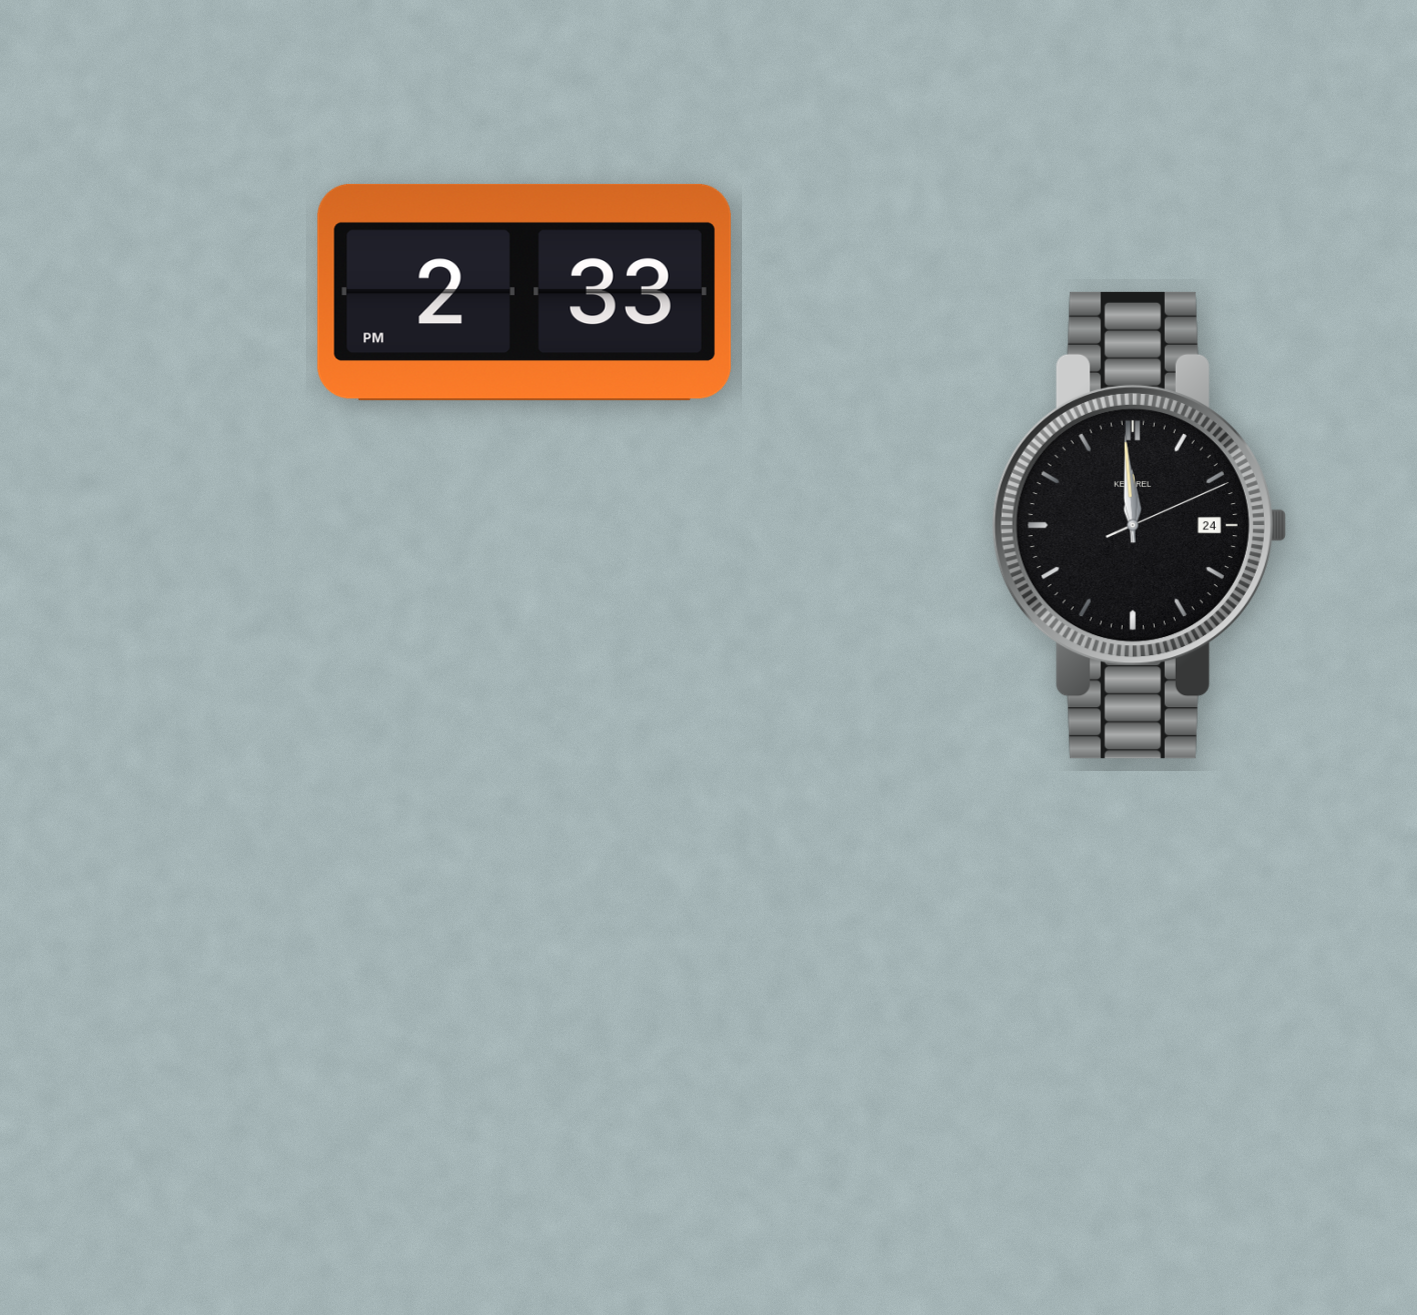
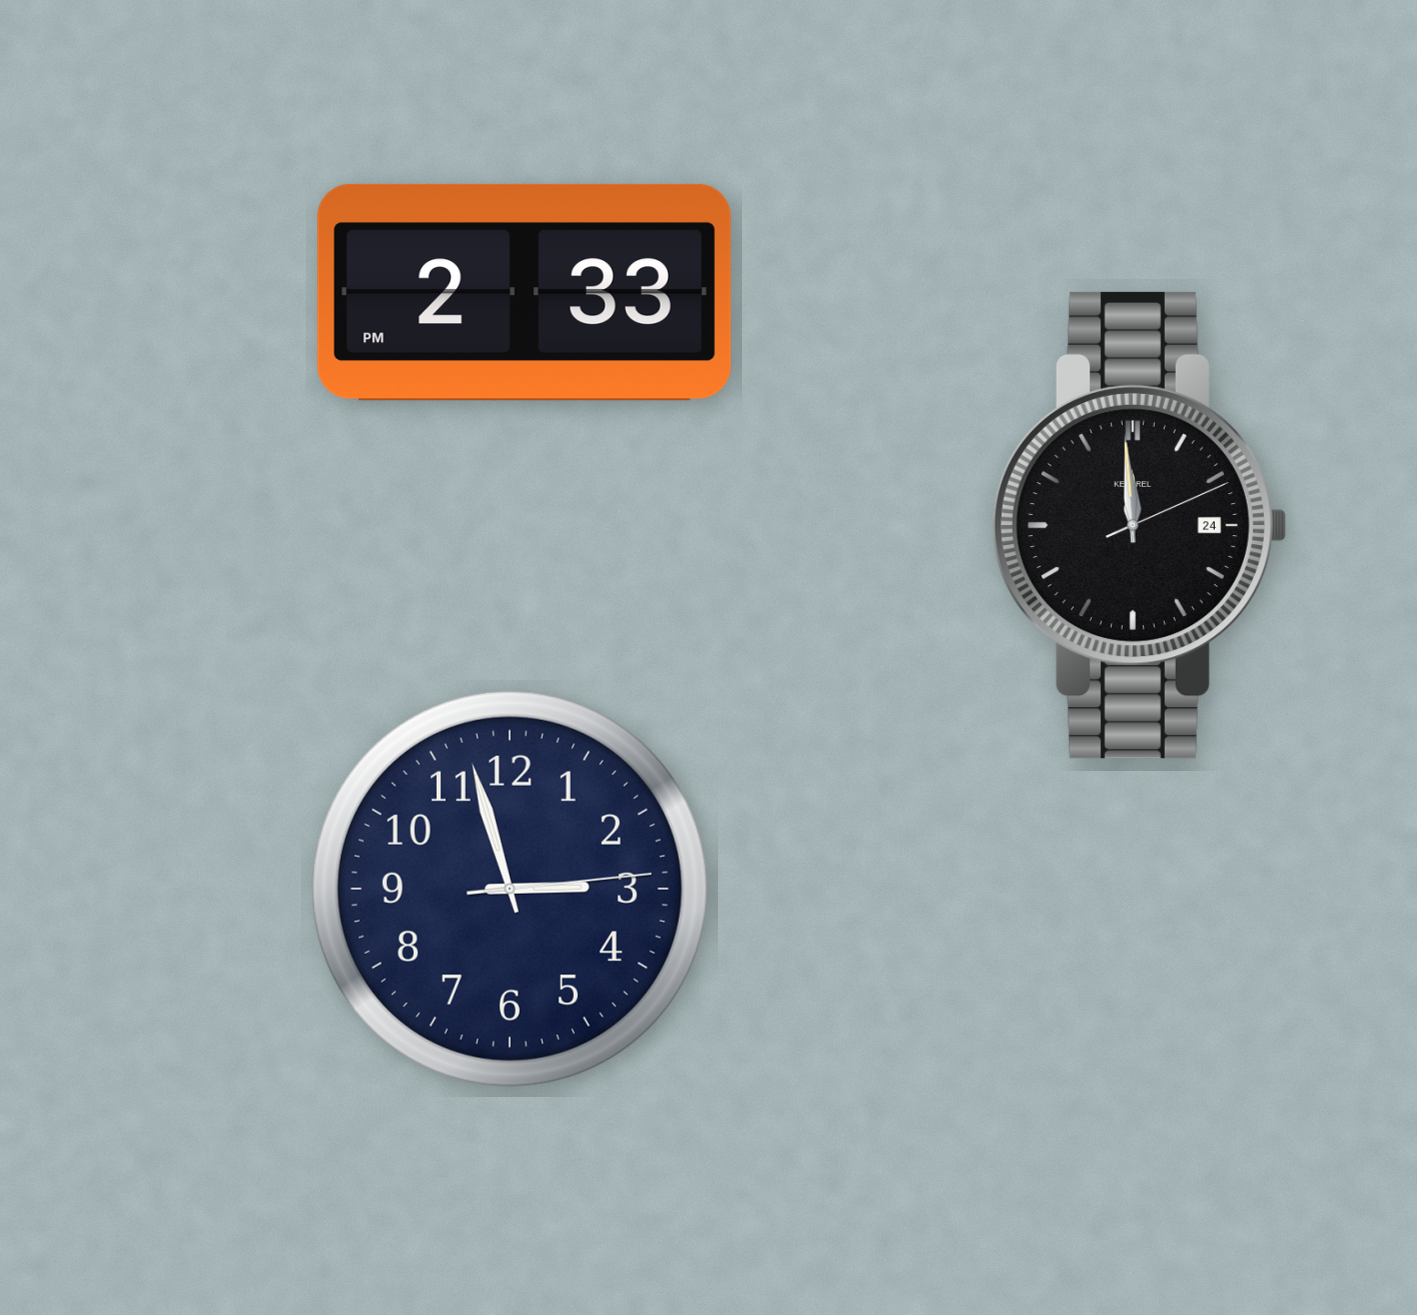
clock at (510, 889): none -> 2:57
